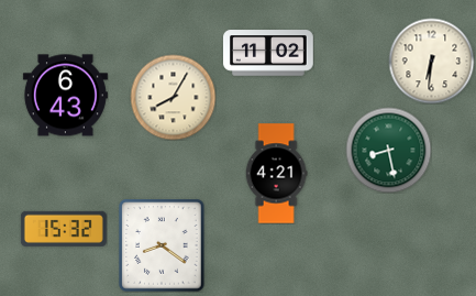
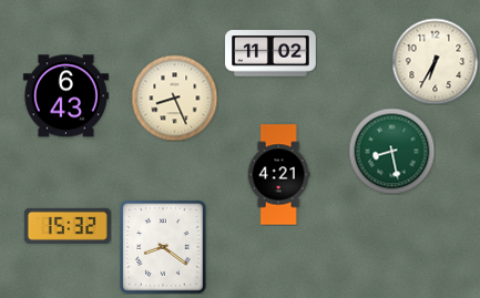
clock at (431, 61): 6:31 -> 6:35
clock at (173, 97): 8:05 -> 8:26
clock at (64, 229) position: (64, 229) -> (68, 226)
